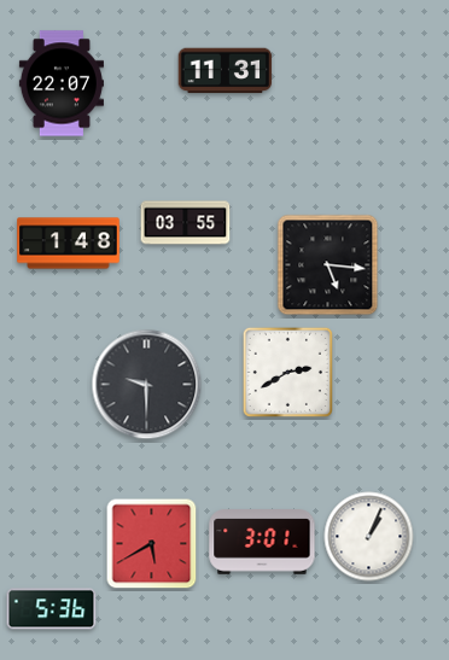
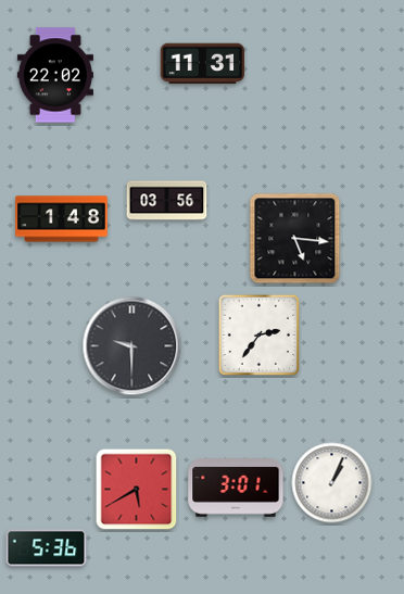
clock at (62, 83): 22:07 -> 22:02
clock at (186, 223): 03:55 -> 03:56
clock at (287, 372): 2:40 -> 2:36
